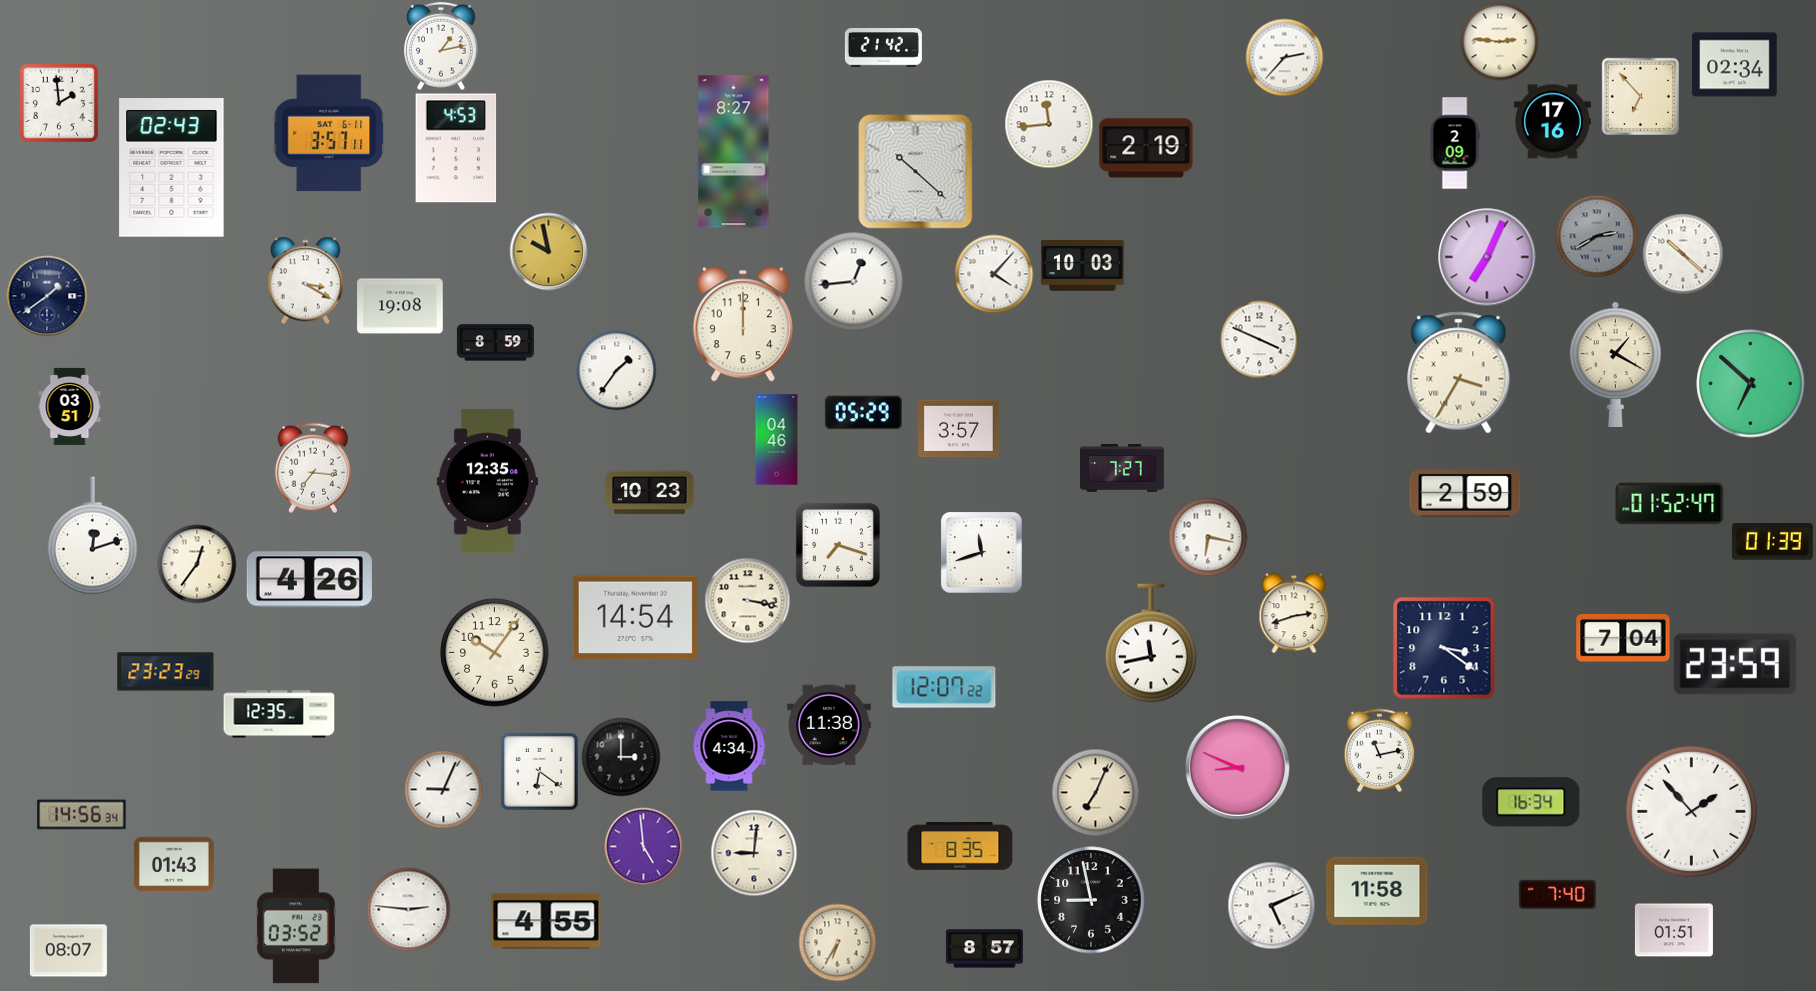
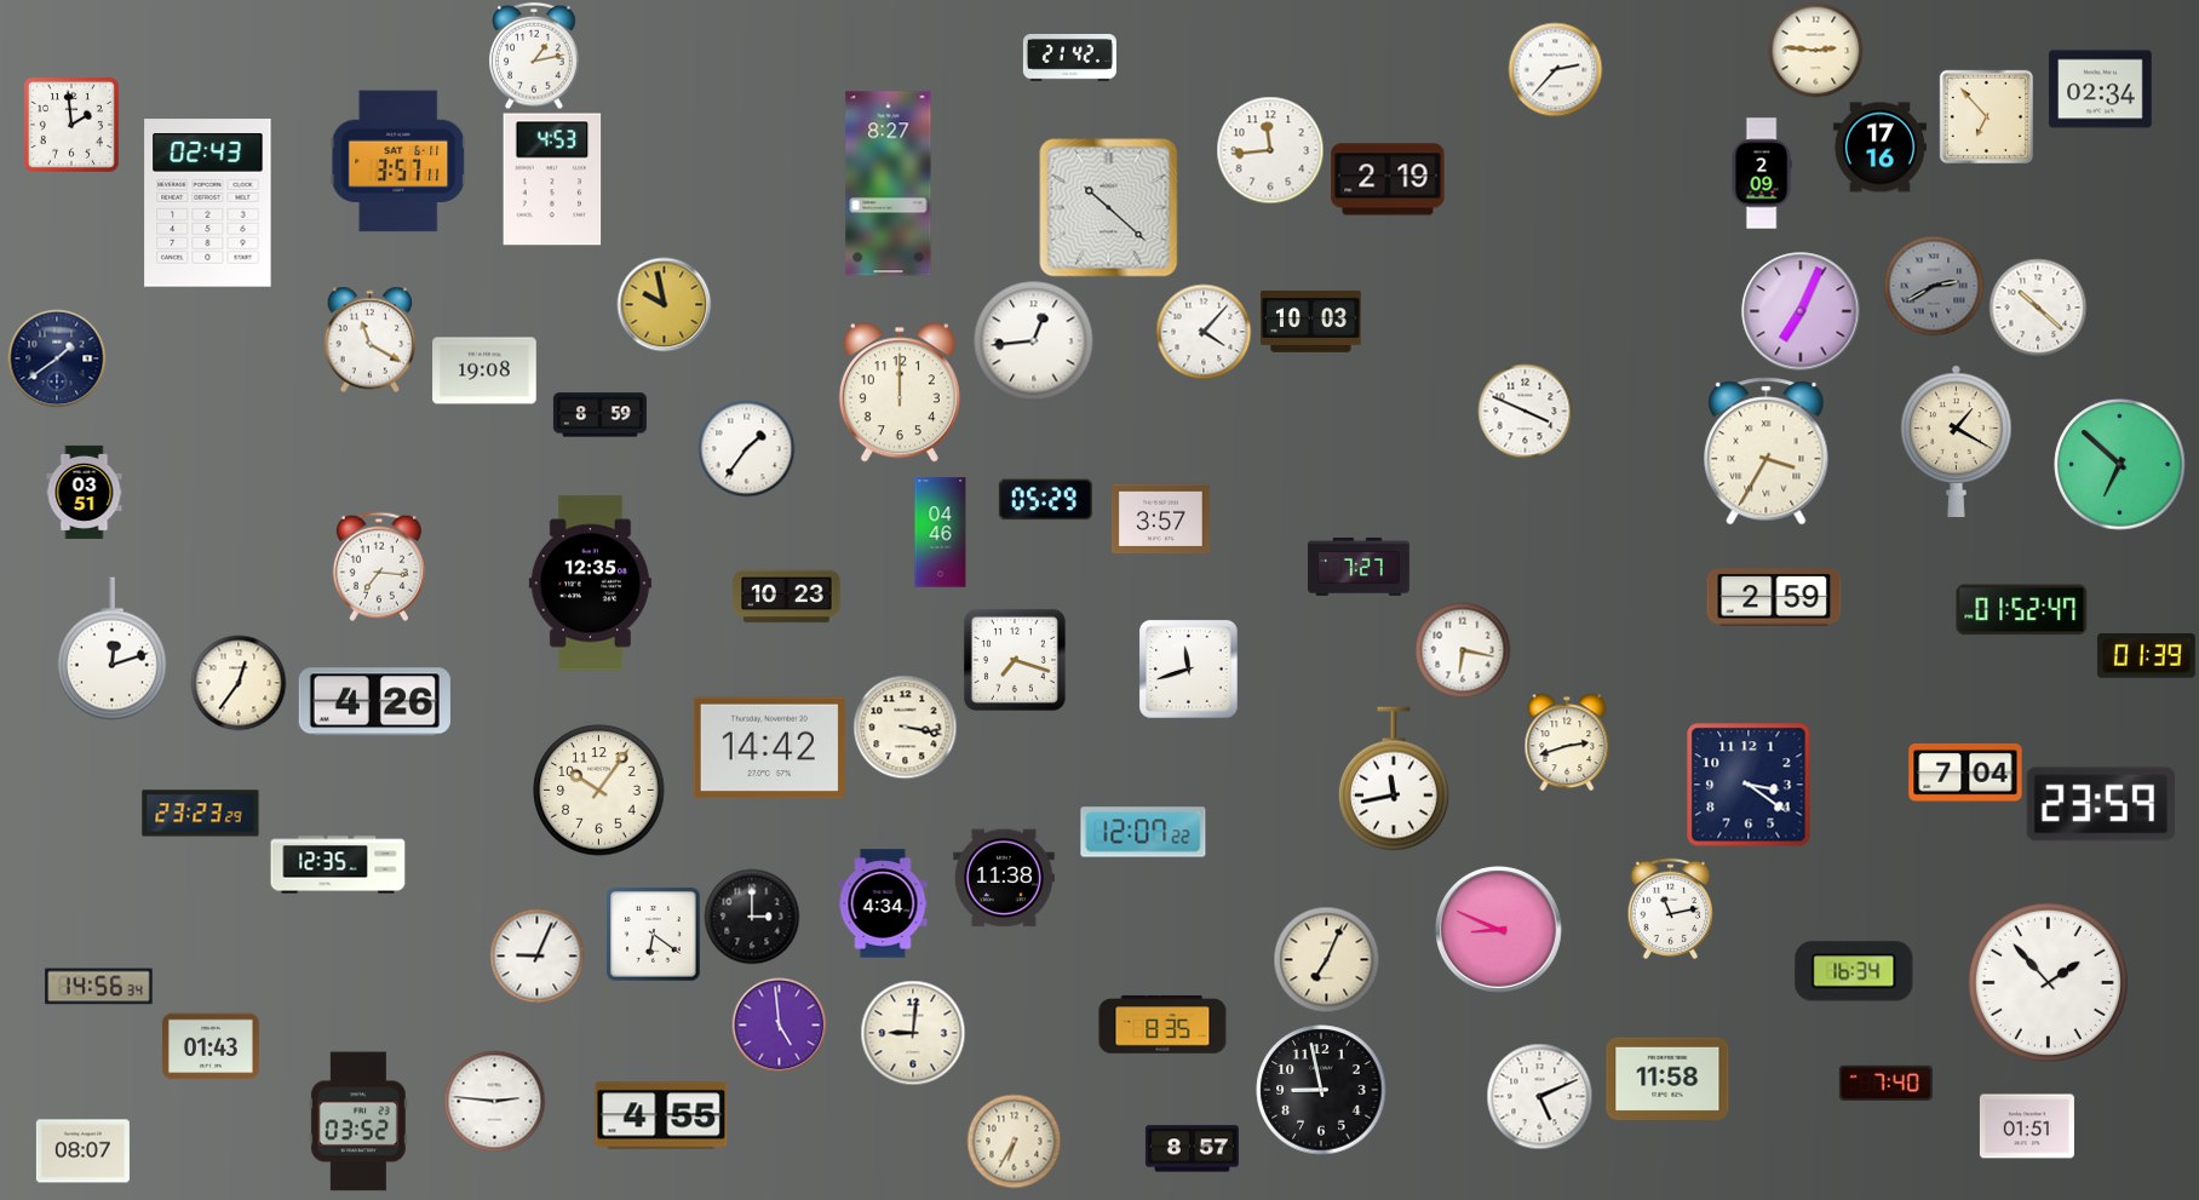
clock at (1735, 65) position: (1735, 65) -> (2101, 90)
clock at (306, 280): 3:20 -> 11:20
clock at (635, 618): 14:54 -> 14:42
